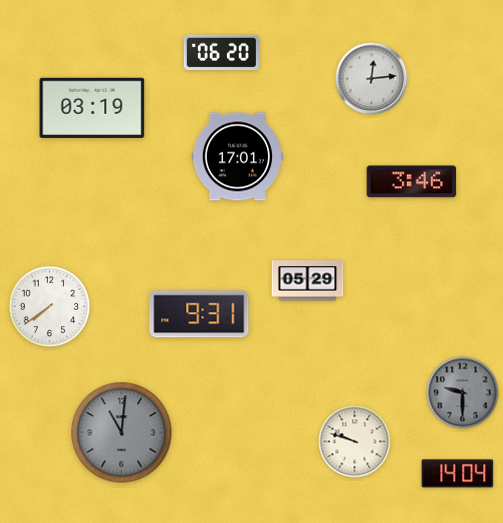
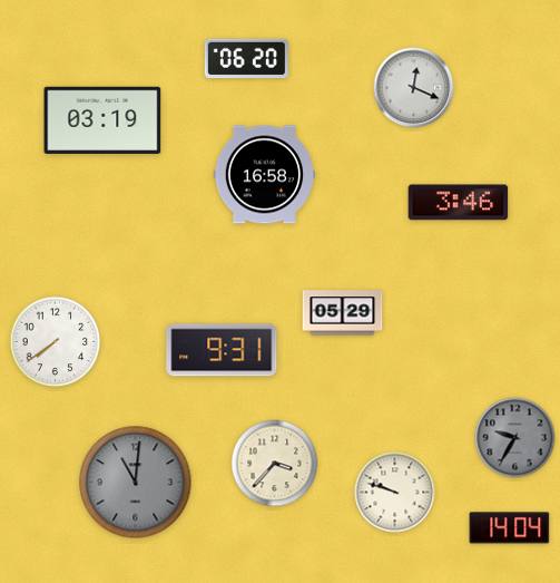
clock at (372, 79): 12:14 -> 12:19
clock at (237, 157): 17:01 -> 16:58
clock at (463, 393): 9:30 -> 9:35
clock at (275, 464): none -> 3:37
